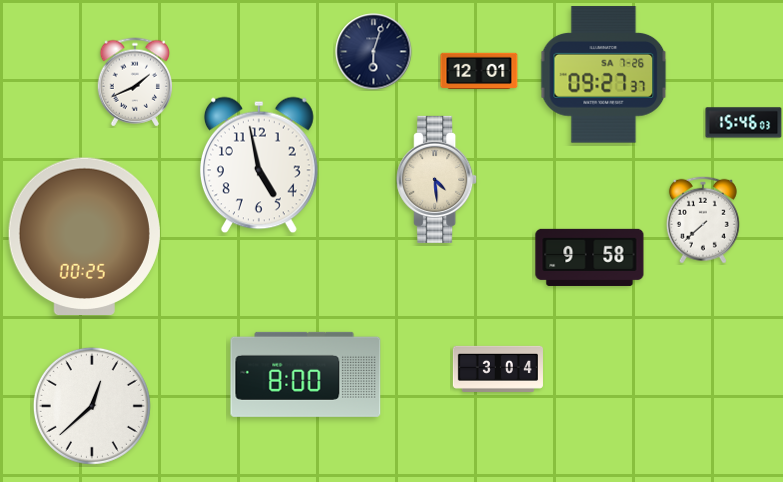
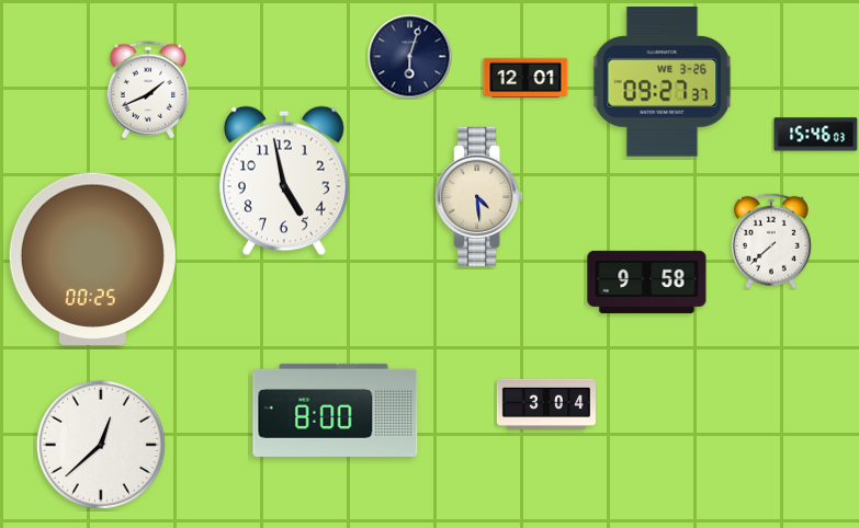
clock at (604, 75) date: SA 7-26 -> WE 3-26
